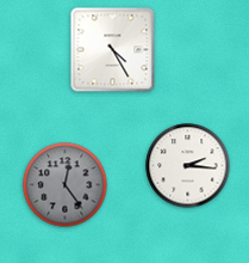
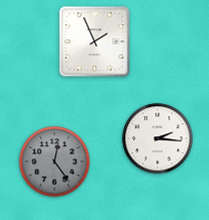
clock at (113, 50): 4:25 -> 1:56
clock at (66, 185) position: (66, 185) -> (55, 162)
